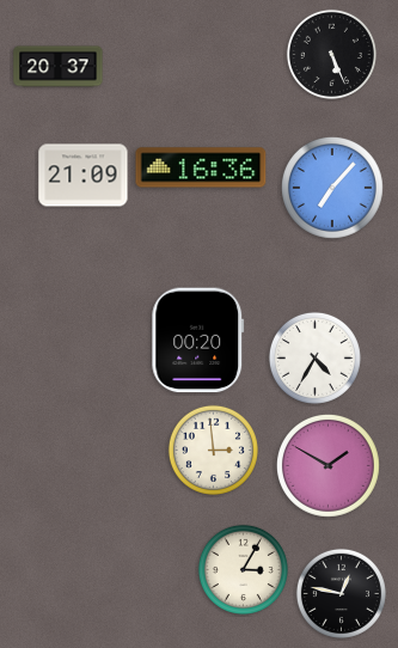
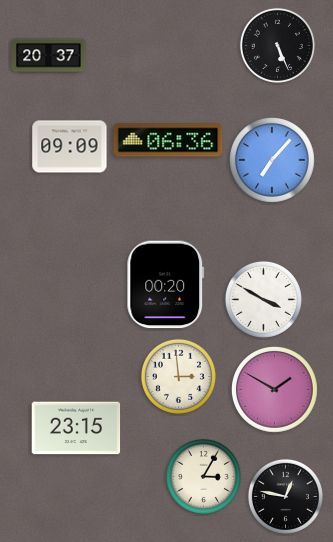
clock at (201, 167): 16:36 -> 06:36
clock at (84, 176): 21:09 -> 09:09
clock at (332, 188) position: (332, 188) -> (272, 160)
clock at (314, 357): 4:35 -> 3:50
clock at (76, 428): none -> 23:15
